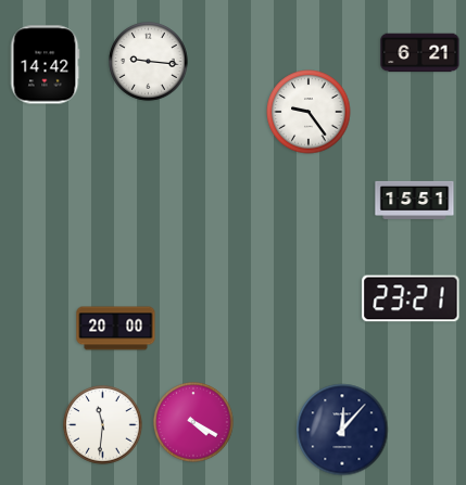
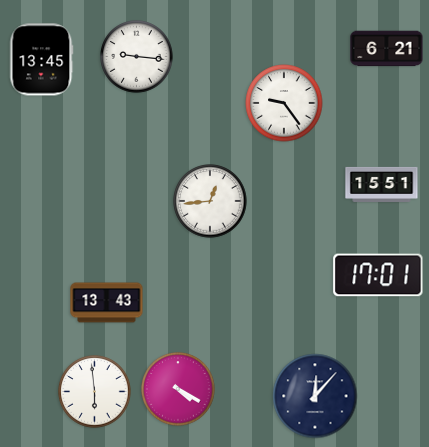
clock at (46, 65): 14:42 -> 13:45
clock at (210, 201): none -> 12:44
clock at (411, 298): 23:21 -> 17:01
clock at (116, 329): 20:00 -> 13:43
clock at (103, 425): 11:31 -> 5:59
